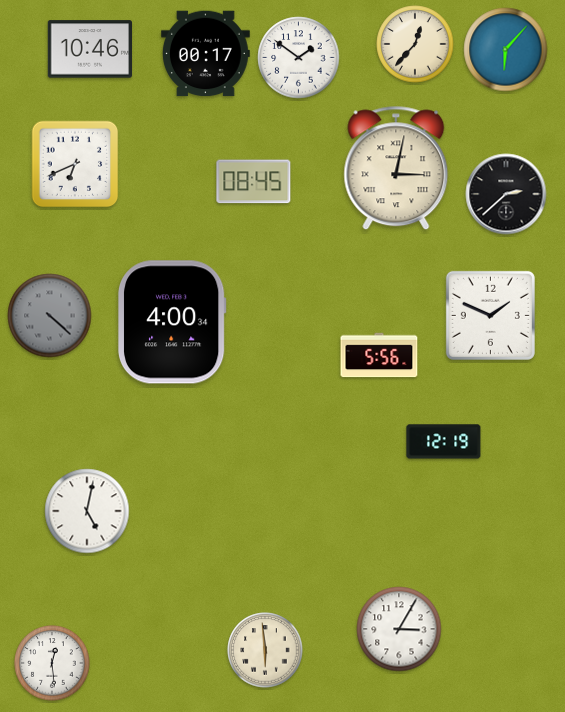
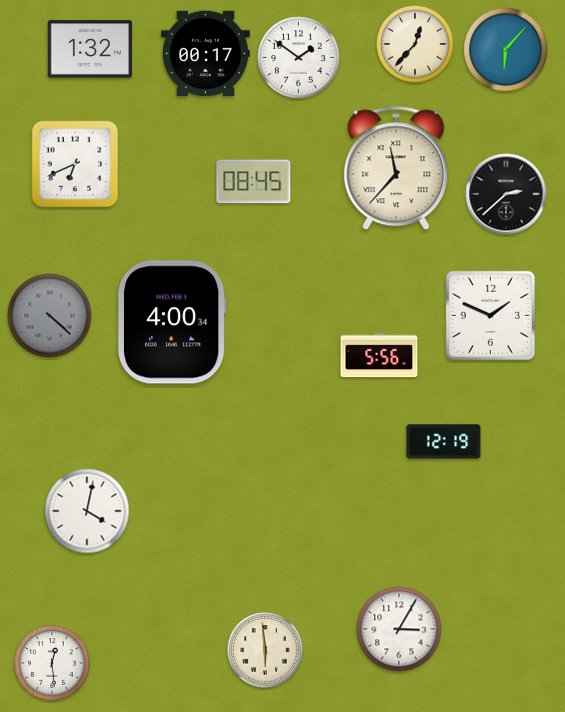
clock at (89, 49): 10:46 -> 1:32
clock at (396, 168): 3:02 -> 11:37
clock at (87, 511): 5:02 -> 4:02
